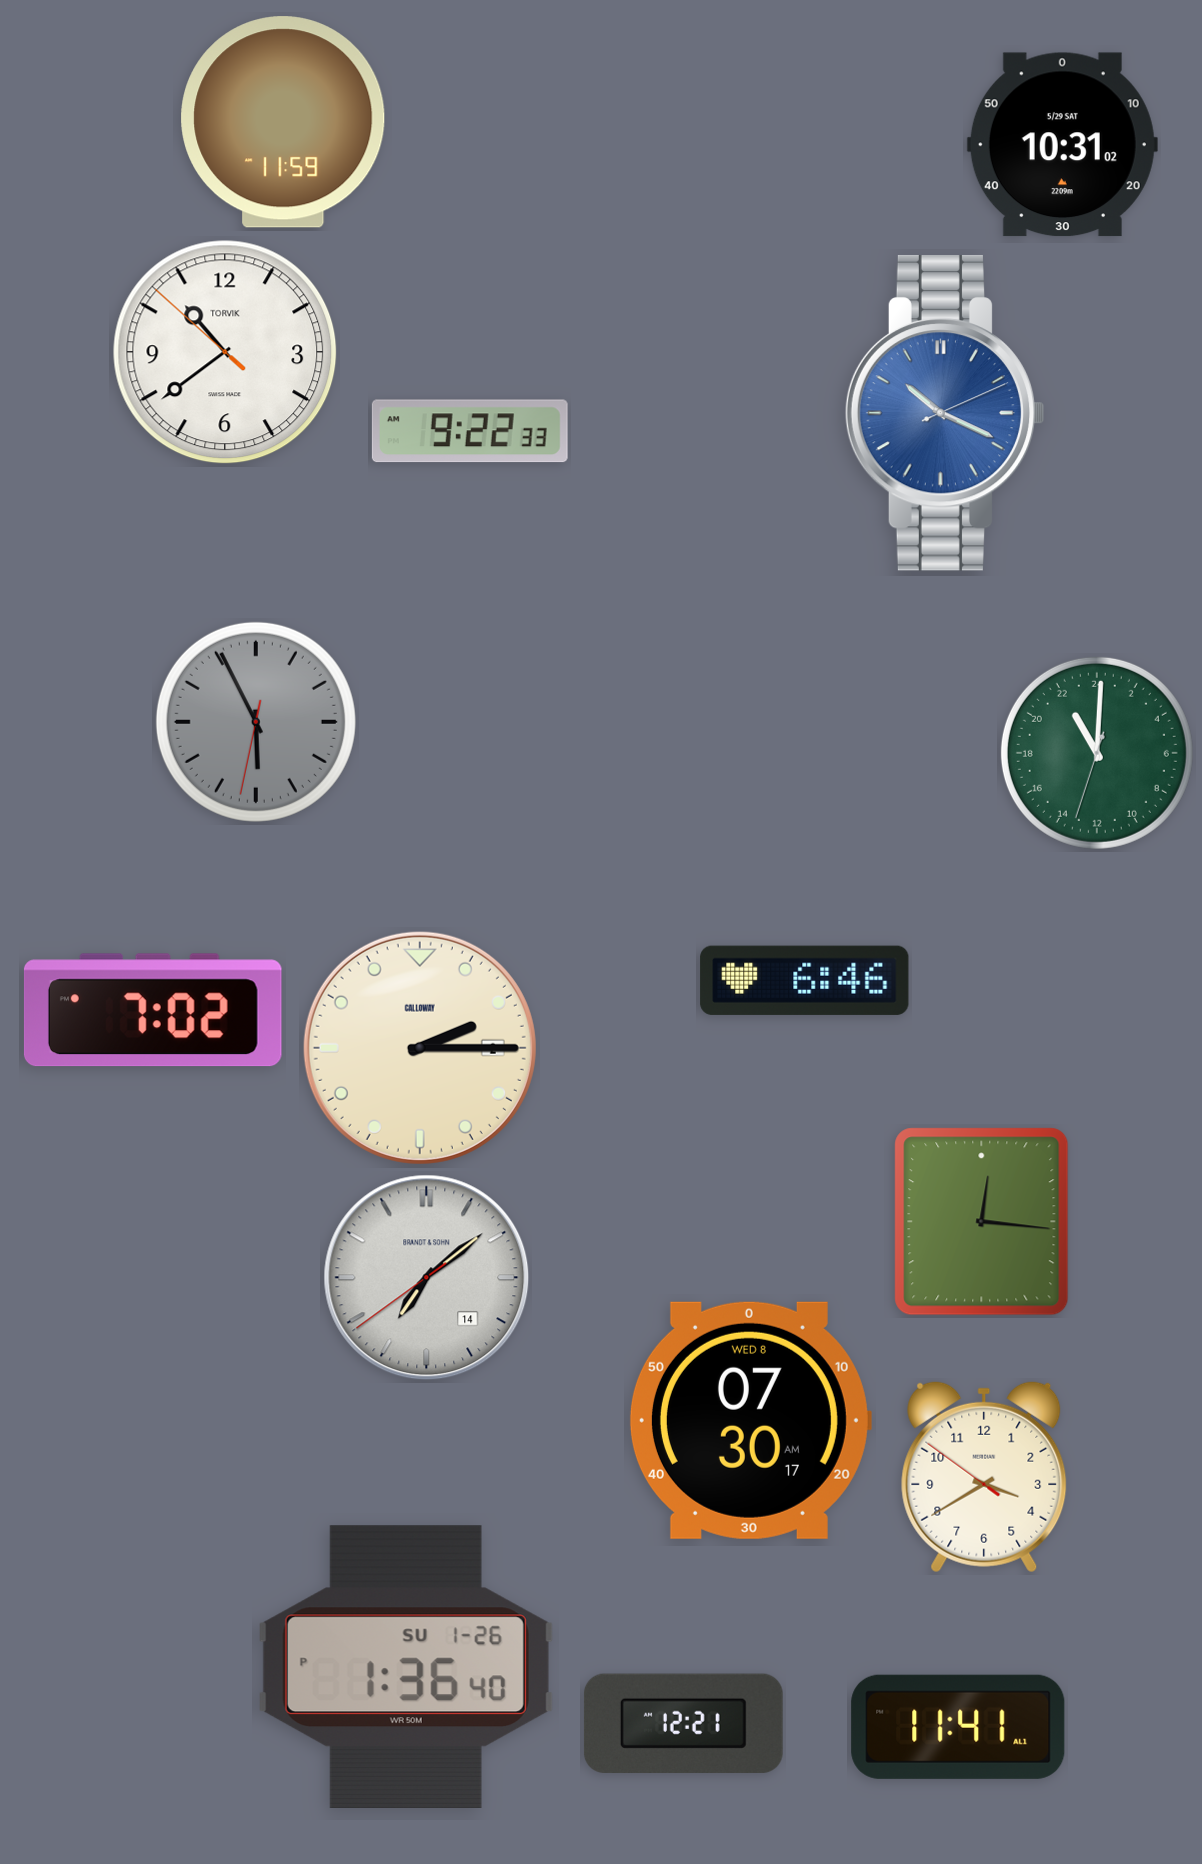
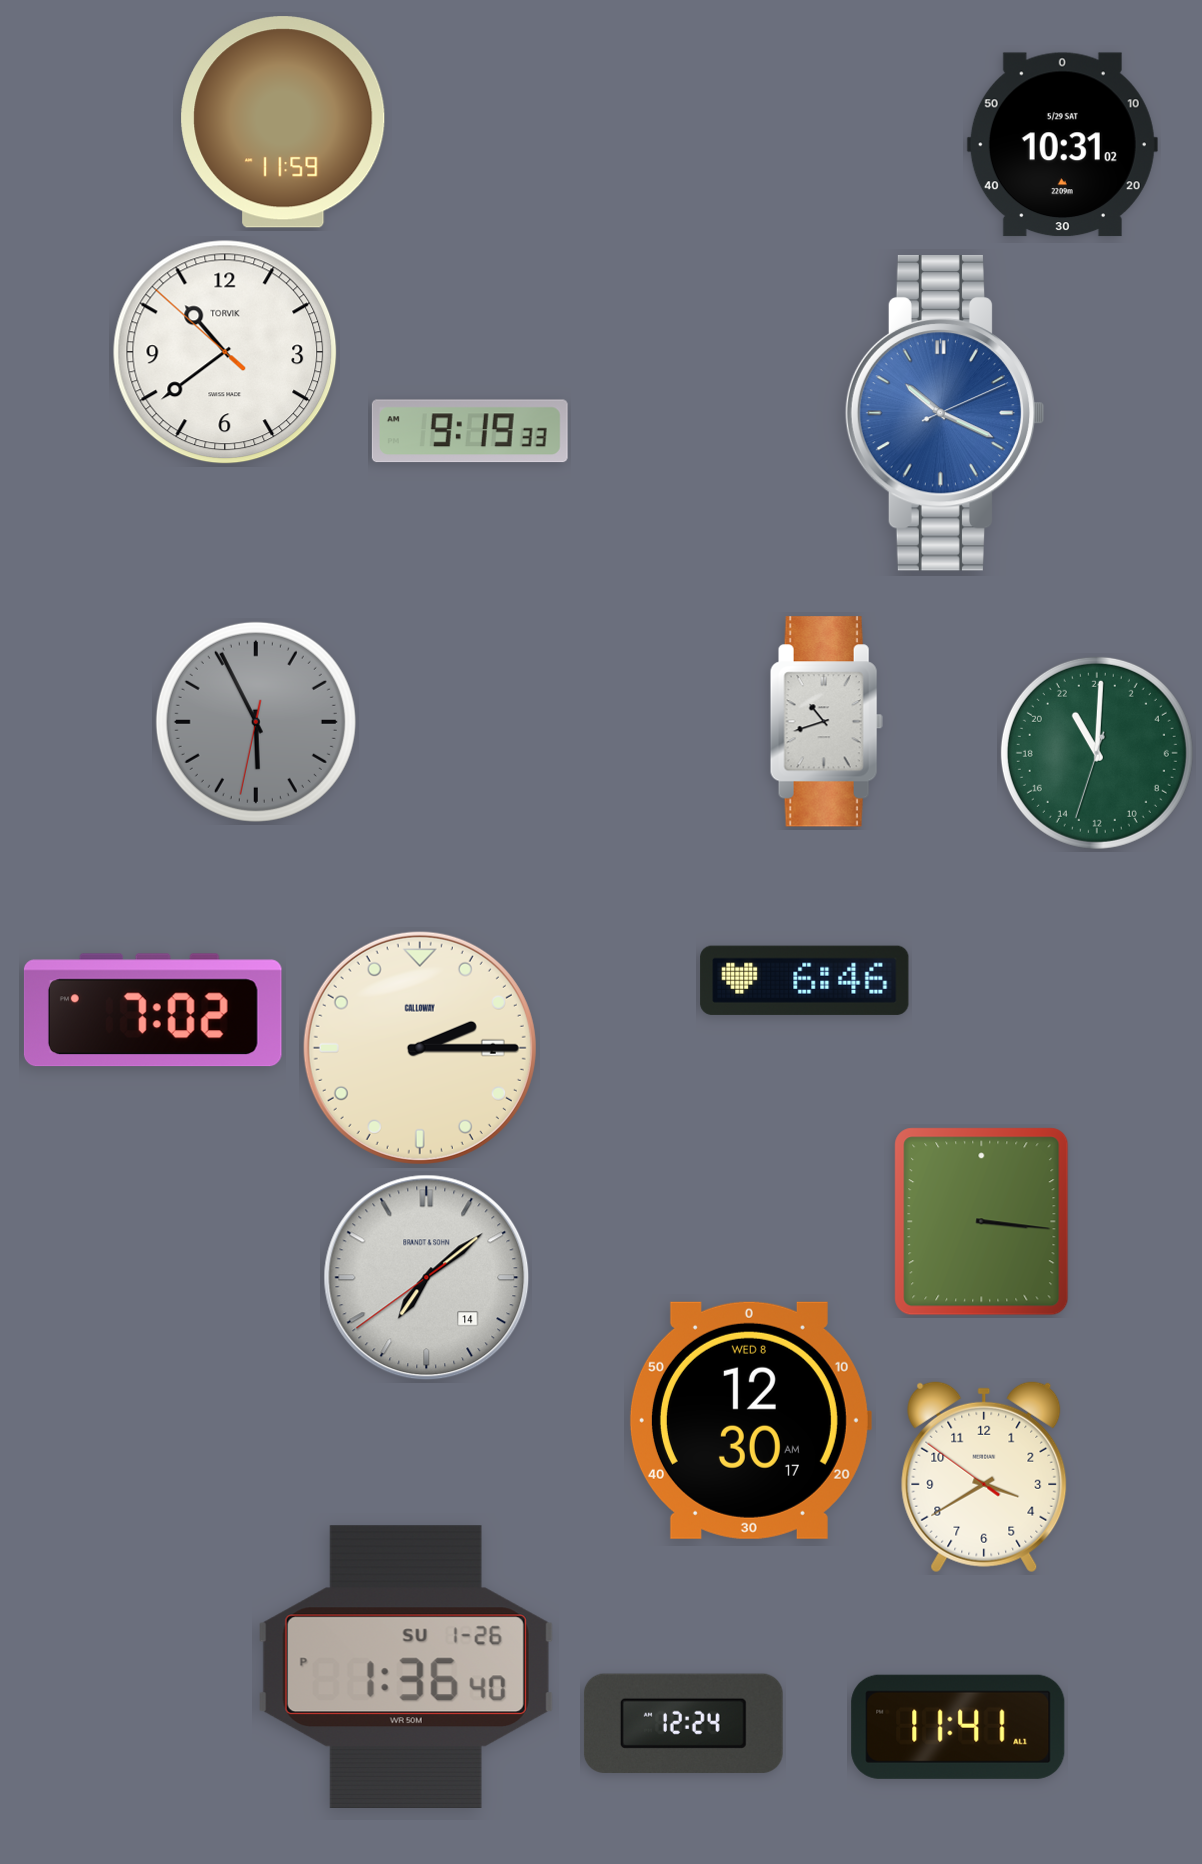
clock at (470, 431): 9:22 -> 9:19
clock at (826, 722): none -> 10:42
clock at (982, 1222): 12:16 -> 3:16
clock at (750, 1420): 07:30 -> 12:30
clock at (683, 1723): 12:21 -> 12:24
